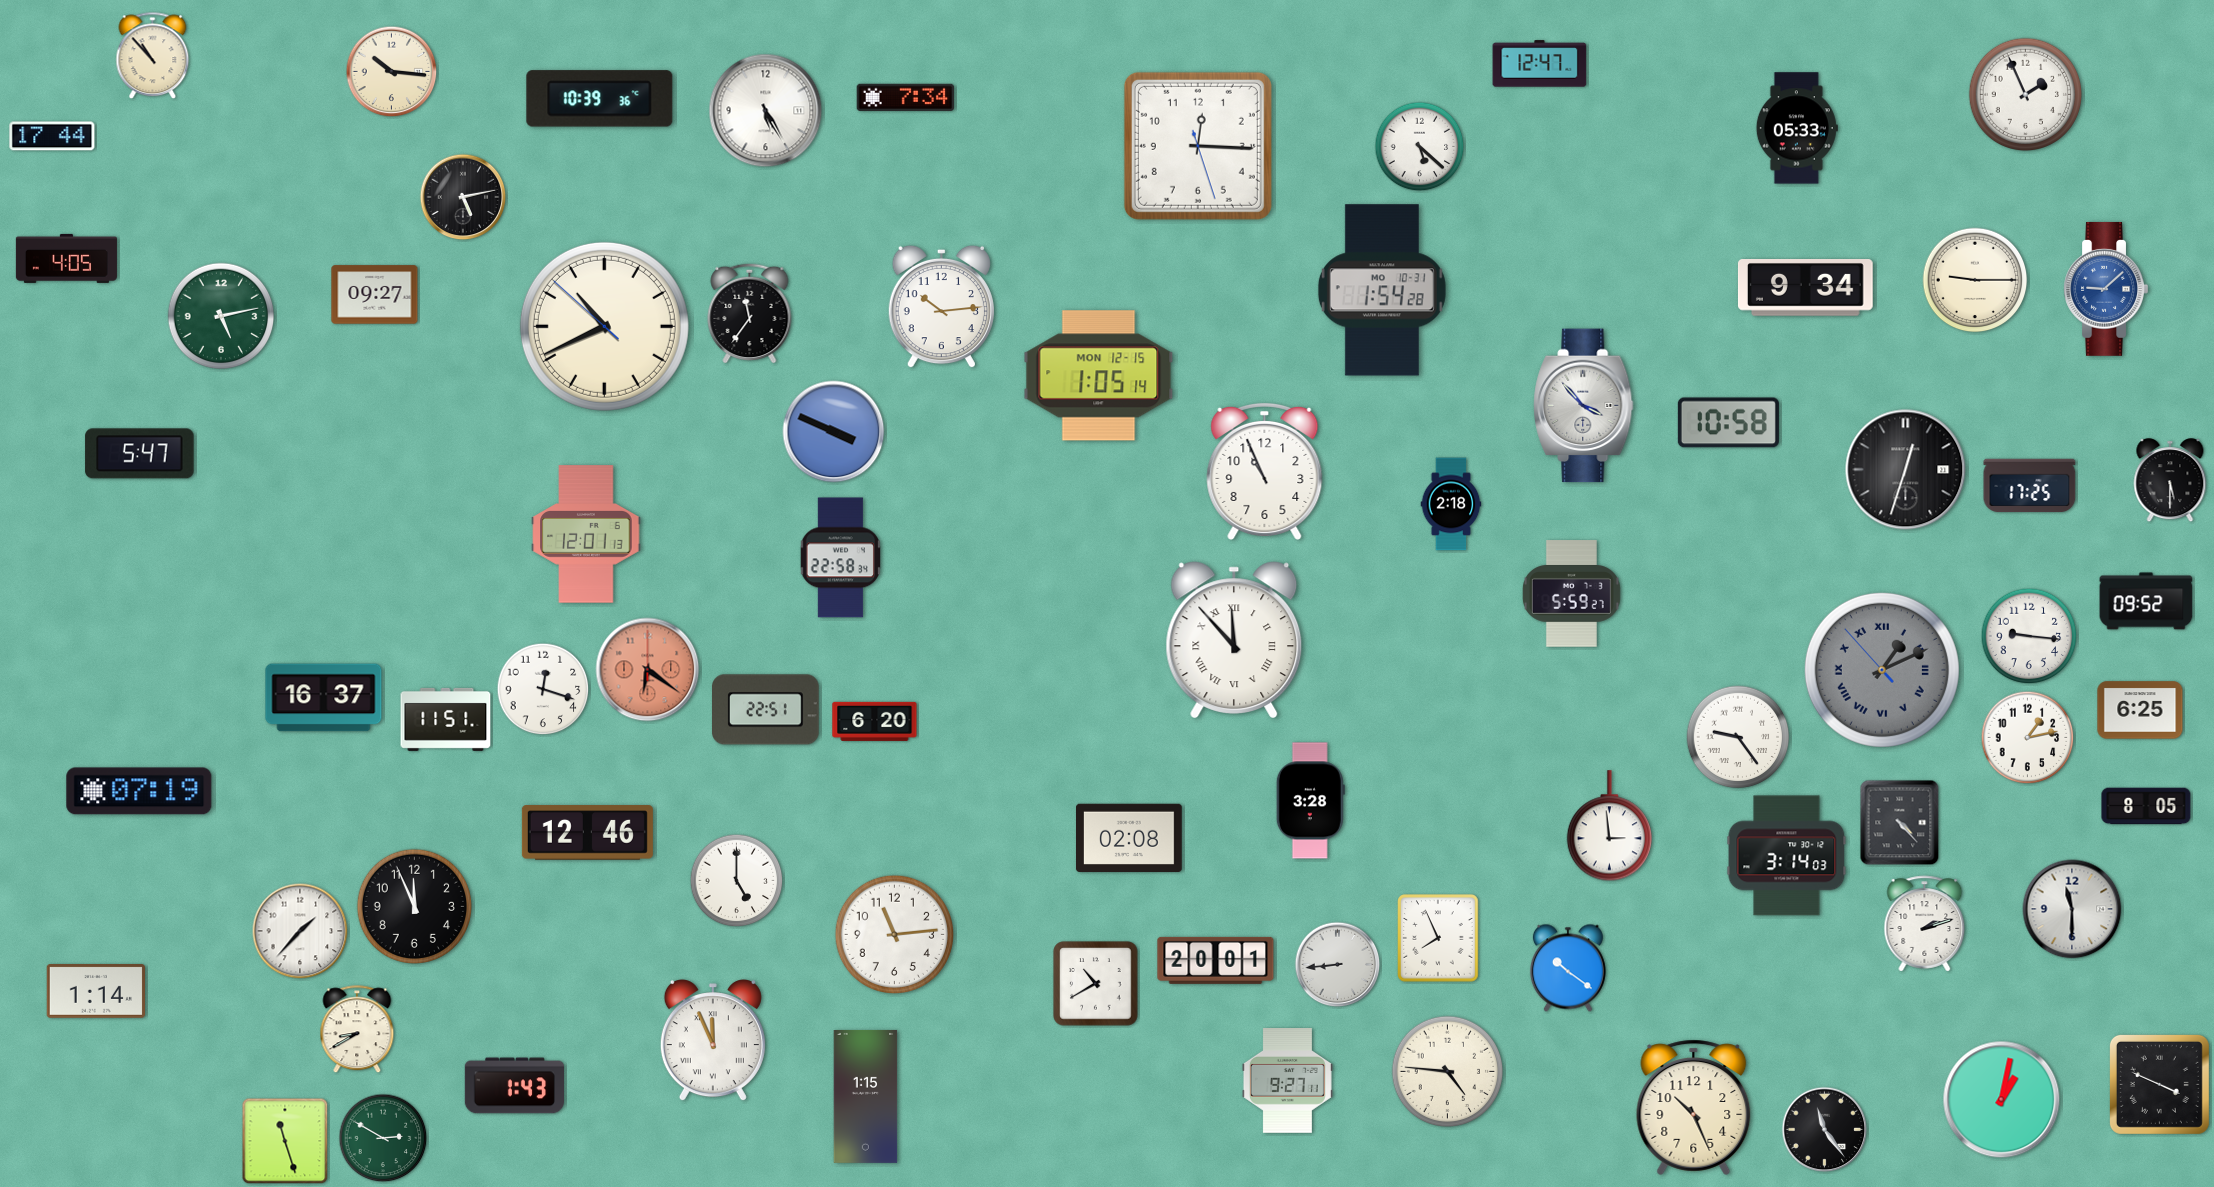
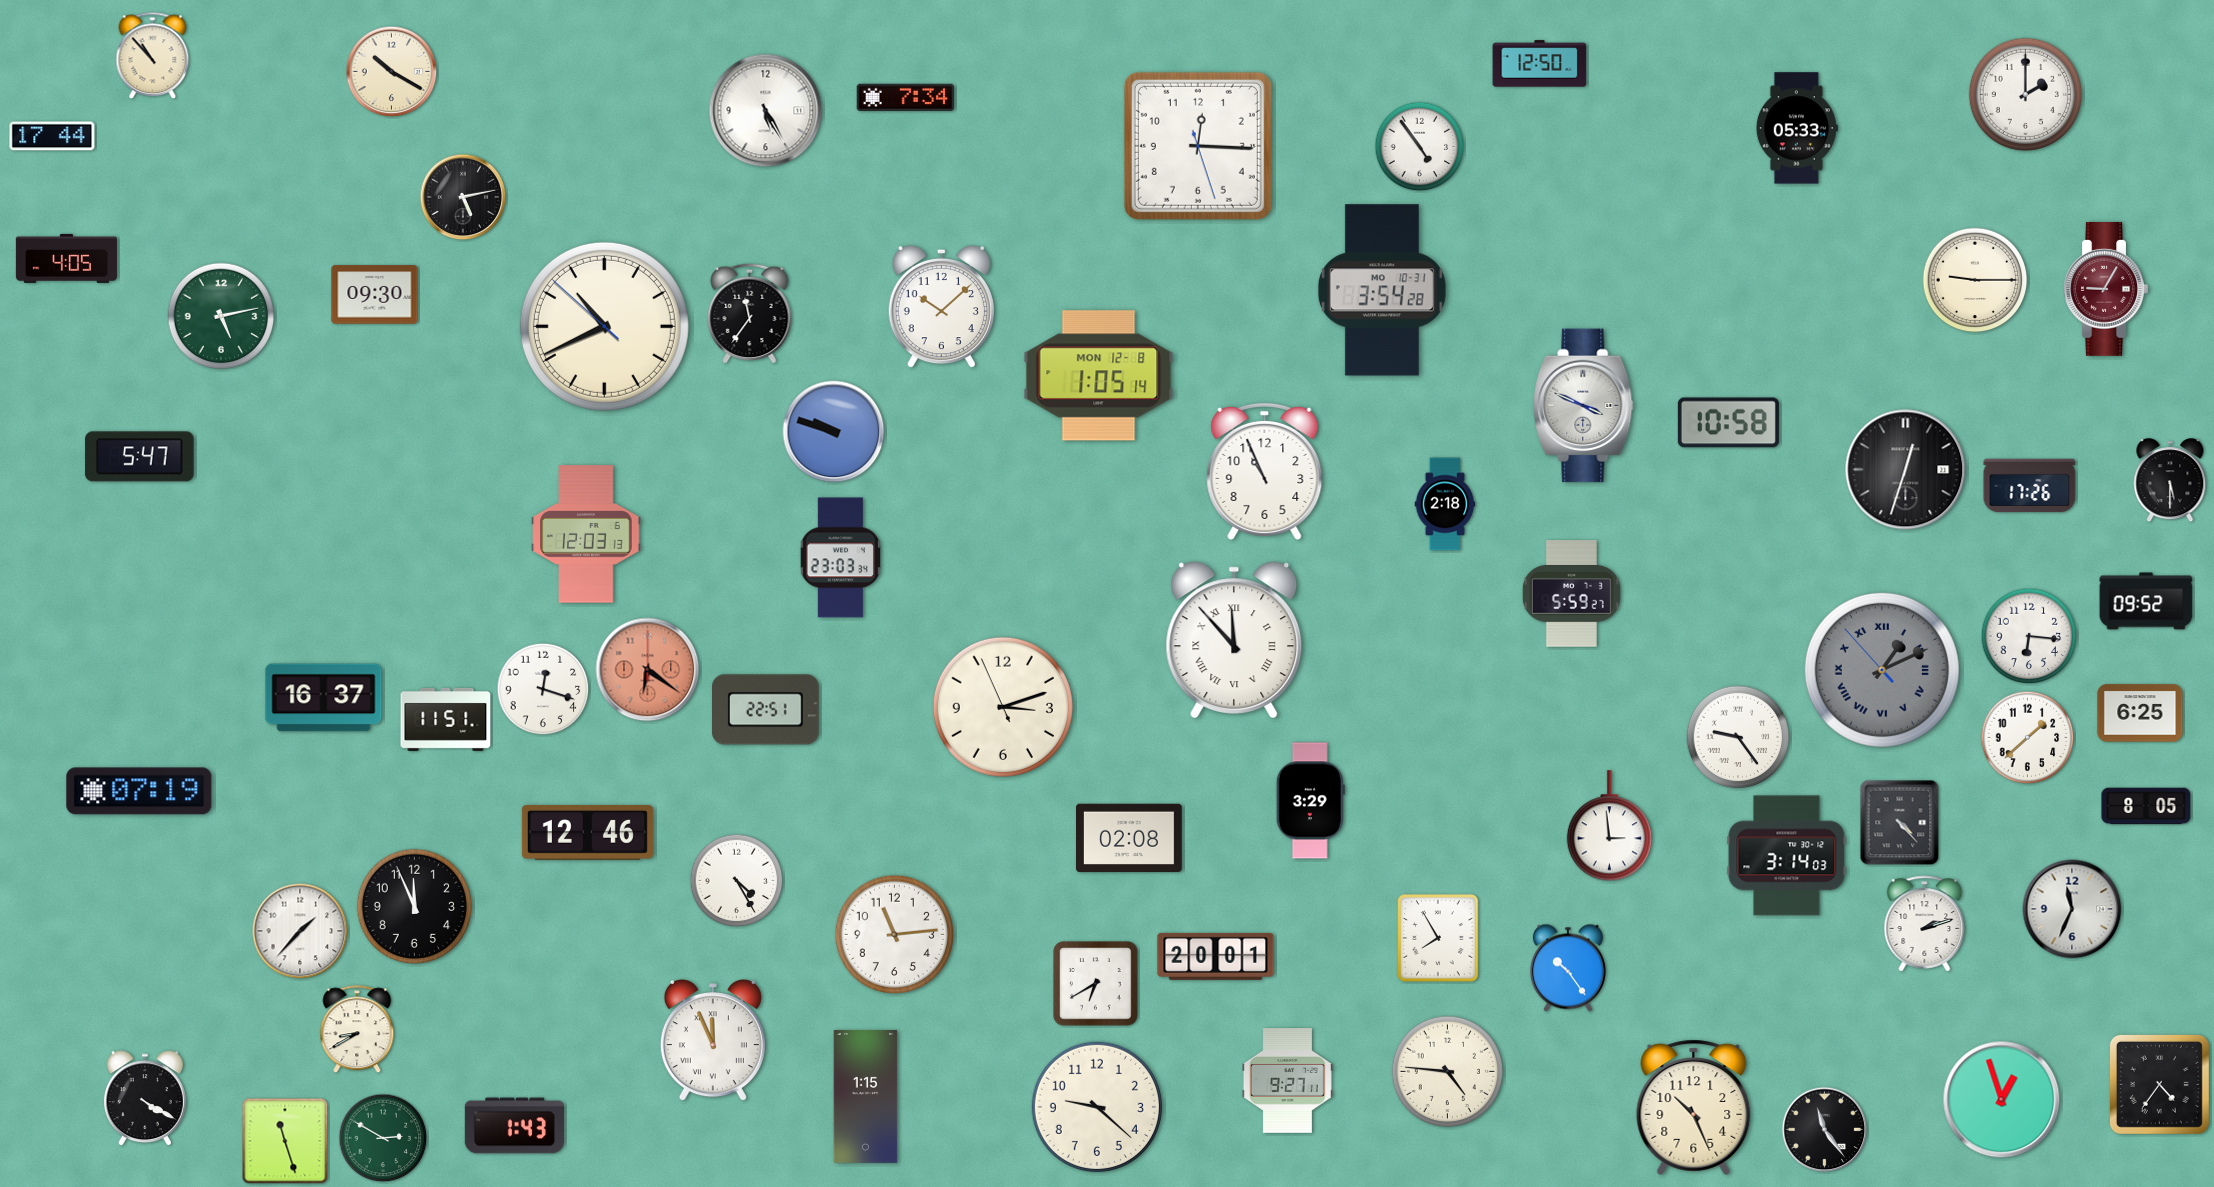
clock at (1540, 64): 12:47 -> 12:50
clock at (392, 72): 10:16 -> 10:20
clock at (2026, 95): 1:56 -> 2:00
clock at (600, 99): 10:39 -> none
clock at (1420, 147): 5:22 -> 4:54
clock at (1805, 288): 9:34 -> none
clock at (2106, 289): 9:08 -> 9:05
clock at (2106, 289) dial: blue -> burgundy
clock at (1382, 290): 1:54 -> 3:54
clock at (375, 295): 09:27 -> 09:30
clock at (941, 307): 10:14 -> 10:08
clock at (1099, 376) date: MON 12-15 -> MON 12-8
clock at (1584, 406): 3:53 -> 3:49
clock at (834, 432): 3:49 -> 9:48
clock at (140, 454) position: (140, 454) -> (140, 457)
clock at (2030, 486): 17:25 -> 17:26
clock at (1451, 504) position: (1451, 504) -> (1445, 504)
clock at (586, 534): 12:01 -> 12:03
clock at (840, 558): 22:58 -> 23:03
clock at (2029, 636): 9:16 -> 6:16
clock at (1003, 707): none -> 3:11
clock at (2140, 710) position: (2140, 710) -> (2140, 713)
clock at (875, 721): 6:20 -> none
clock at (2028, 738): 1:13 -> 1:38
clock at (1310, 801): 3:28 -> 3:29
clock at (737, 881): 5:00 -> 4:25
clock at (2072, 909): 11:30 -> 11:34
clock at (1438, 938): 7:56 -> 7:55
clock at (1216, 960) position: (1216, 960) -> (1216, 956)
clock at (1338, 965): 8:44 -> none
clock at (1568, 968): 10:21 -> 10:24
clock at (1096, 984): 10:40 -> 6:40
clock at (96, 992): 1:14 -> none
clock at (2159, 1084): 3:49 -> 4:36
clock at (514, 1086) position: (514, 1086) -> (514, 1126)
clock at (145, 1099): none -> 4:20
clock at (2002, 1100): 1:02 -> 12:57
clock at (1097, 1107): none -> 9:22
